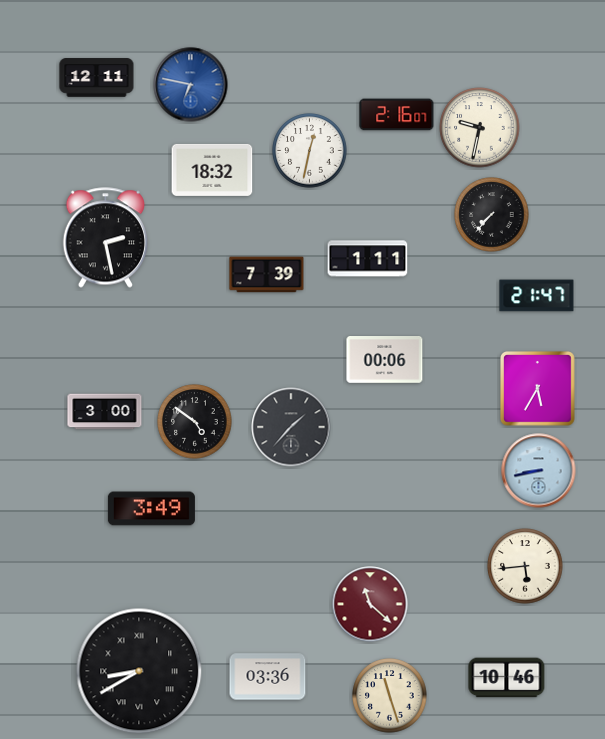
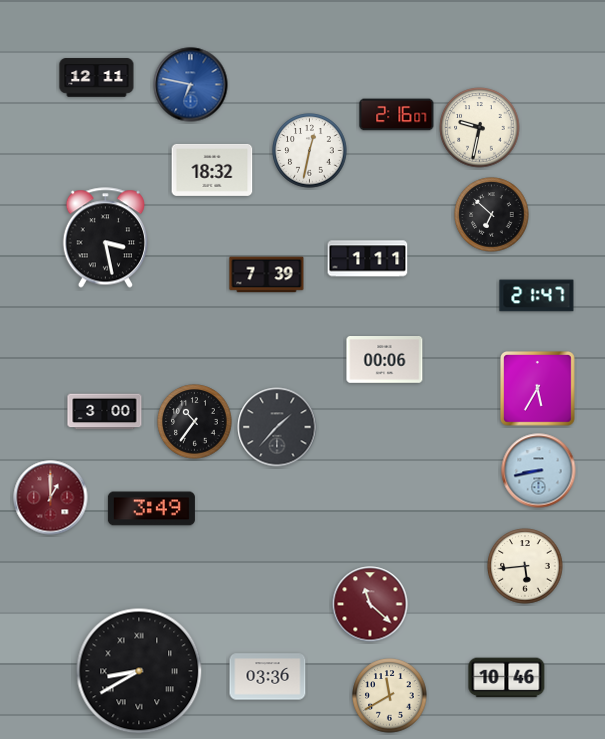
clock at (492, 215): 7:37 -> 6:52
clock at (105, 238): 2:28 -> 3:28
clock at (195, 422): 4:51 -> 10:36
clock at (291, 427) position: (291, 427) -> (277, 427)
clock at (51, 498): none -> 1:00
clock at (390, 696): 11:27 -> 11:40
